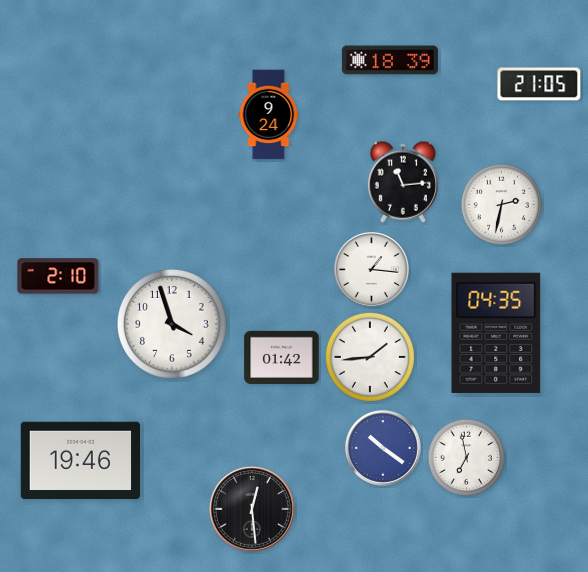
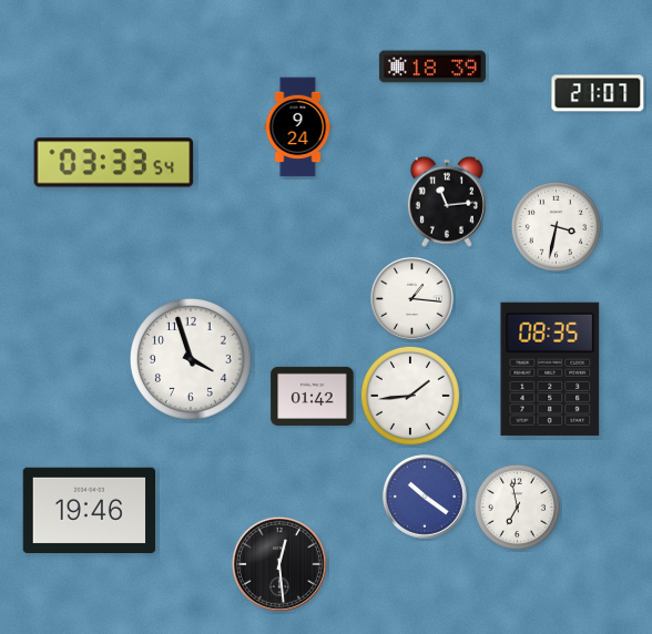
clock at (539, 84): 21:05 -> 21:07
clock at (114, 163): none -> 03:33
clock at (501, 204): 2:32 -> 3:32
clock at (58, 276): 2:10 -> none
clock at (496, 333): 04:35 -> 08:35
